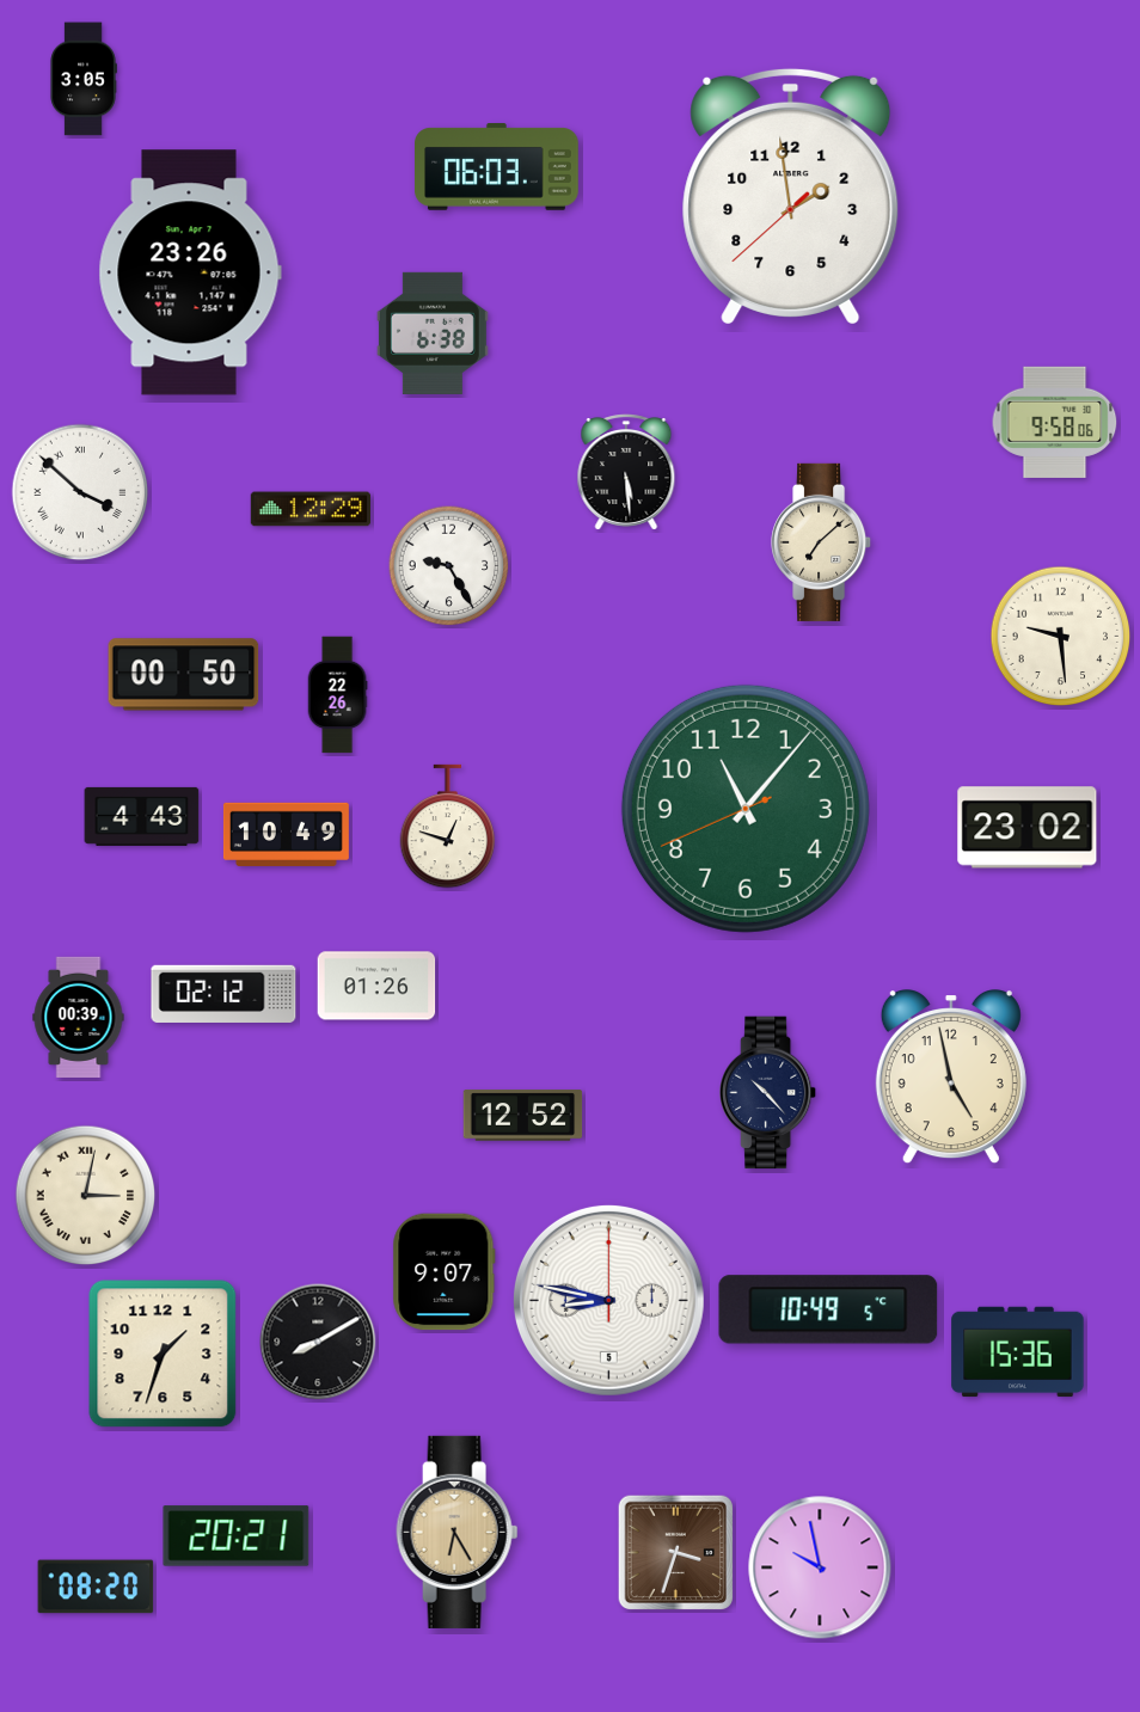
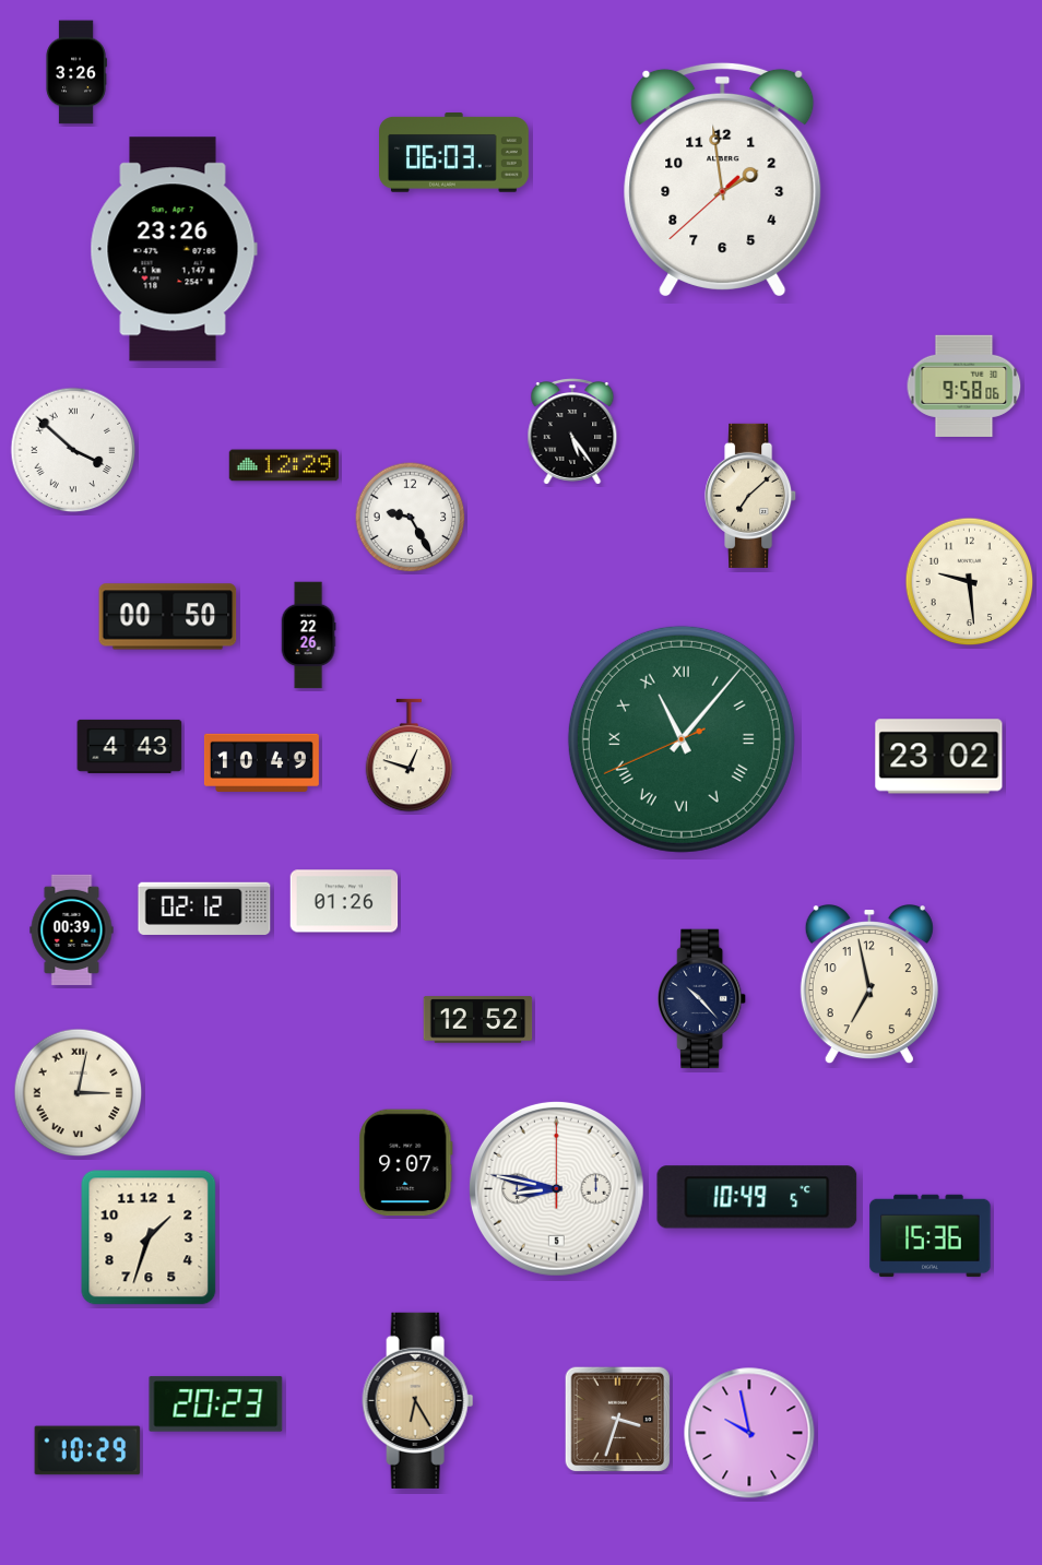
clock at (84, 79): 3:05 -> 3:26
clock at (433, 333): 6:38 -> none
clock at (626, 472): 5:29 -> 5:24
clock at (746, 809) numerals: Arabic -> Roman
clock at (951, 1078): 4:58 -> 6:58
clock at (318, 1342): 8:10 -> none
clock at (237, 1536): 20:21 -> 20:23
clock at (96, 1587): 08:20 -> 10:29
